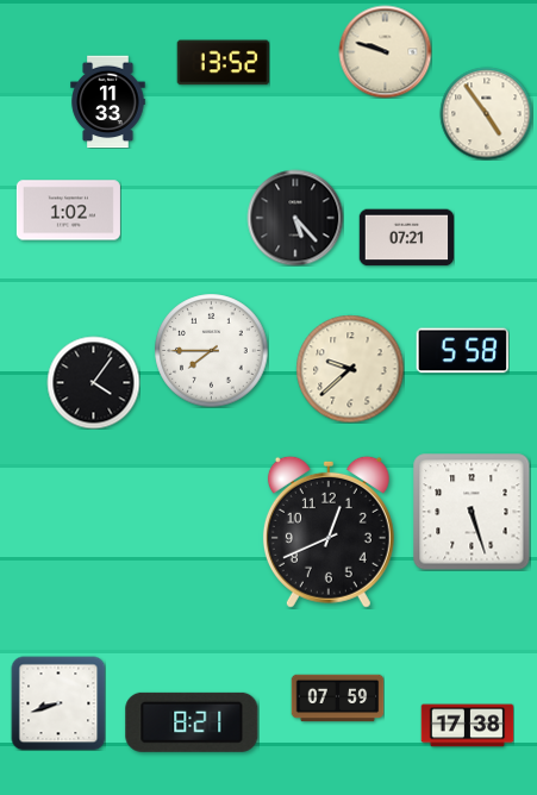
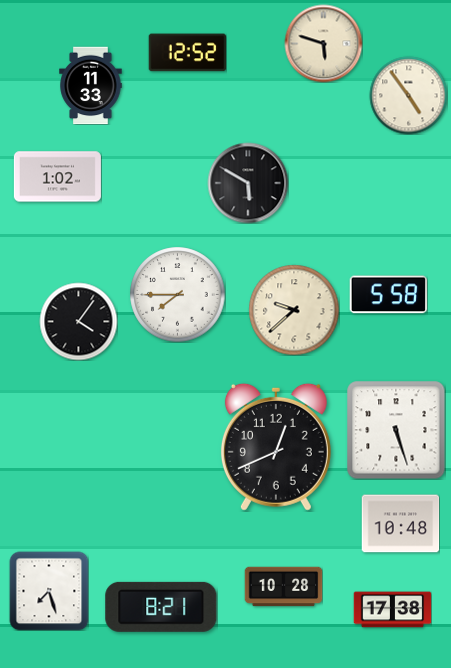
clock at (385, 51): 9:48 -> 5:48
clock at (223, 63): 13:52 -> 12:52
clock at (295, 218): 5:23 -> 5:50
clock at (406, 238): 07:21 -> none
clock at (400, 524): none -> 10:48
clock at (337, 699): 07:59 -> 10:28
clock at (58, 703): 8:42 -> 7:27
